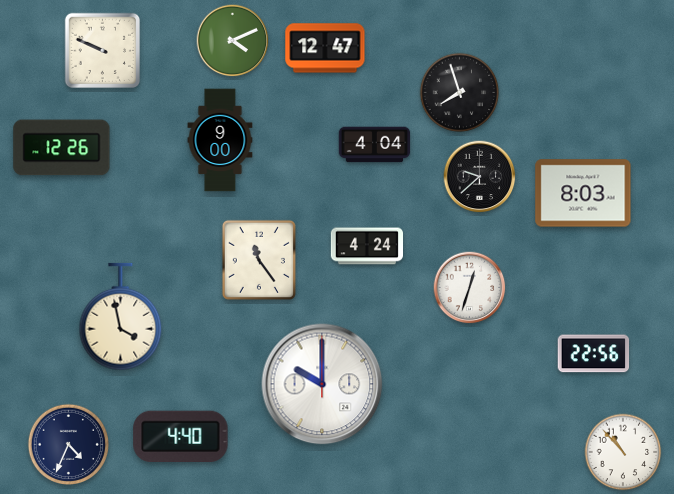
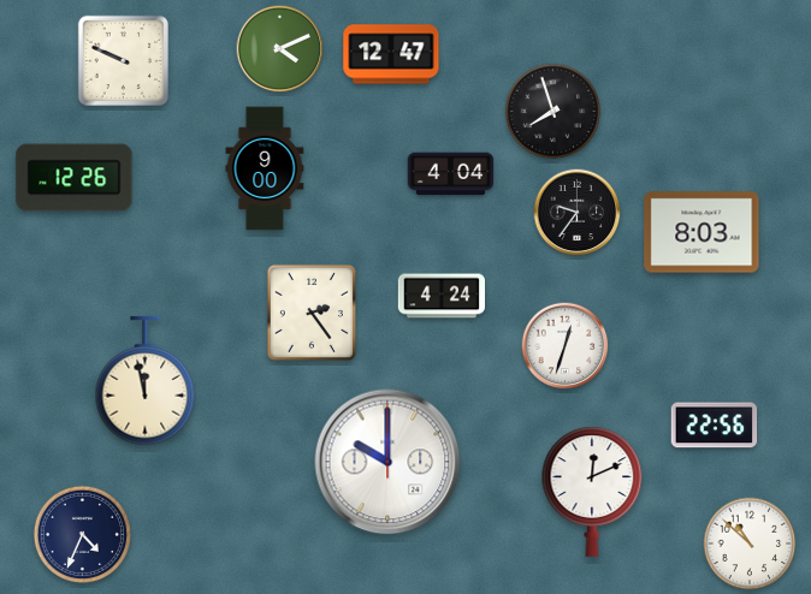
clock at (325, 48) position: (325, 48) -> (391, 54)
clock at (480, 177): 9:38 -> 9:36
clock at (259, 260): 11:24 -> 2:24
clock at (121, 317): 3:58 -> 11:58
clock at (592, 492): none -> 12:11
clock at (181, 436): 4:40 -> none
clock at (623, 452): 10:53 -> 10:52
